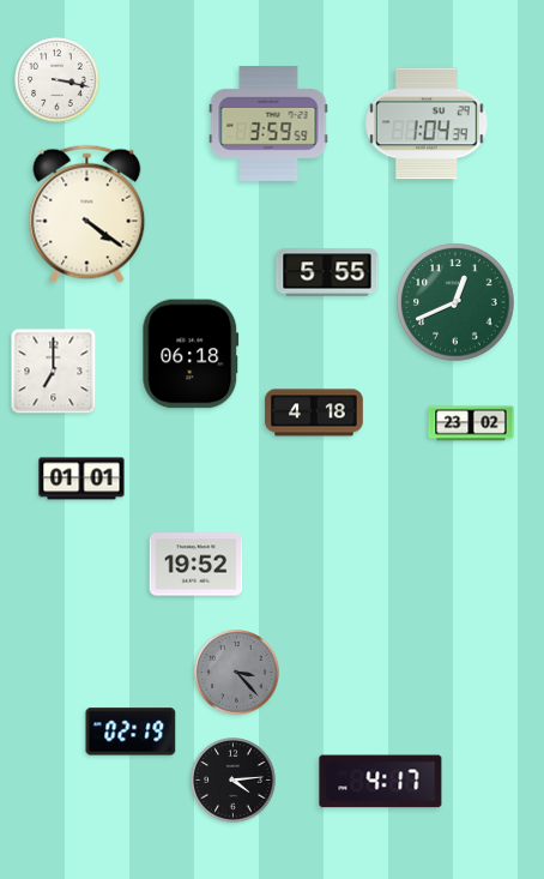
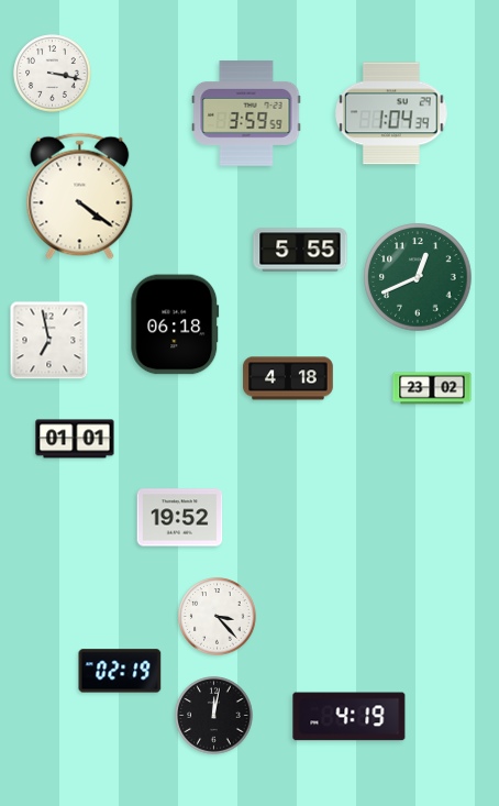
clock at (54, 372): 7:00 -> 6:58
clock at (237, 673) dial: grey -> white
clock at (234, 781): 4:14 -> 12:02
clock at (381, 782): 4:17 -> 4:19
